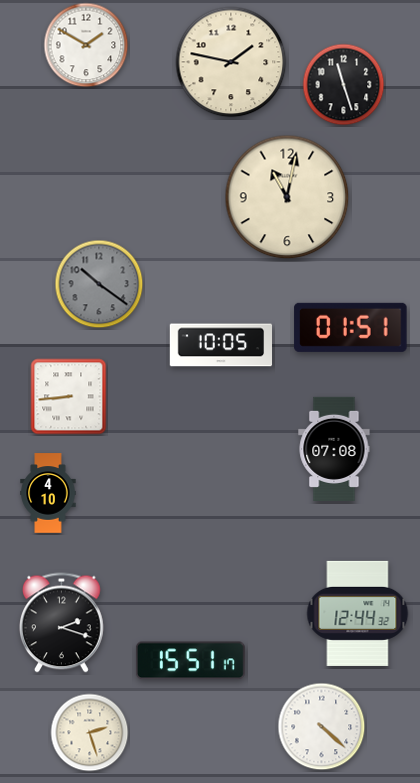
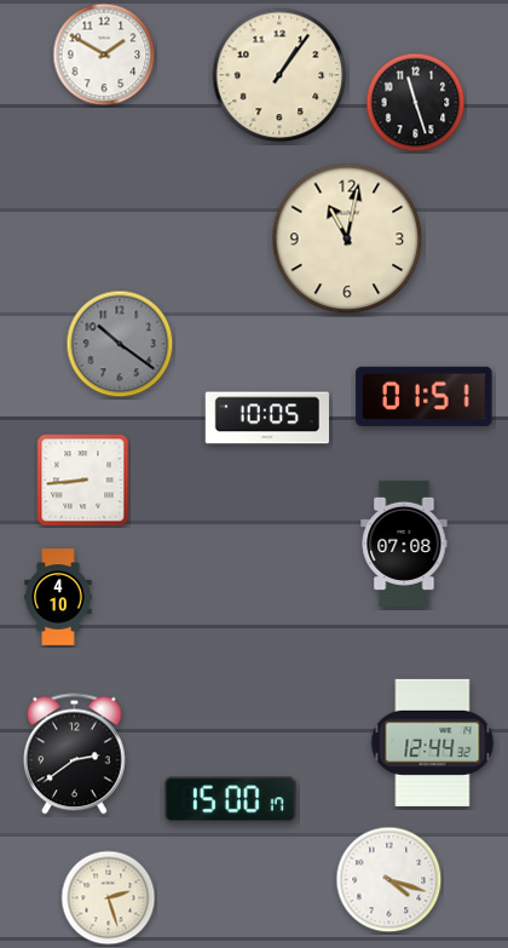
clock at (231, 62): 1:47 -> 1:06
clock at (62, 623): 2:18 -> 2:39
clock at (190, 661): 15:51 -> 15:00
clock at (322, 727): 4:22 -> 4:18
clock at (90, 733) position: (90, 733) -> (109, 898)
